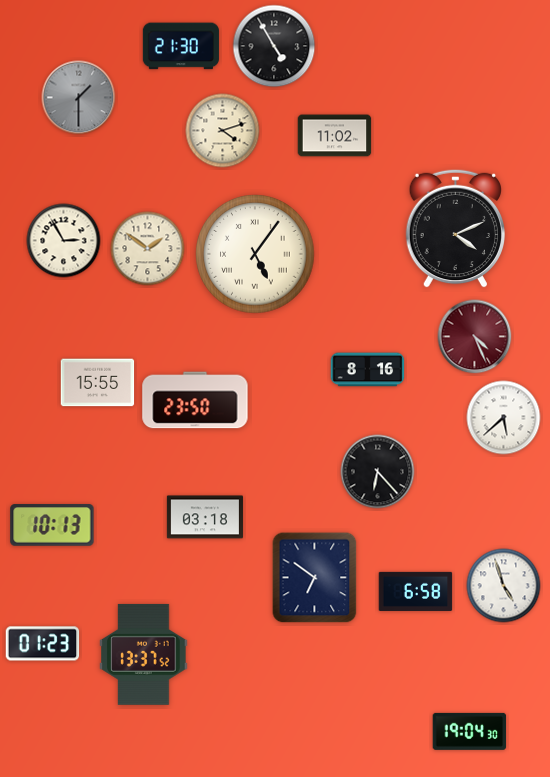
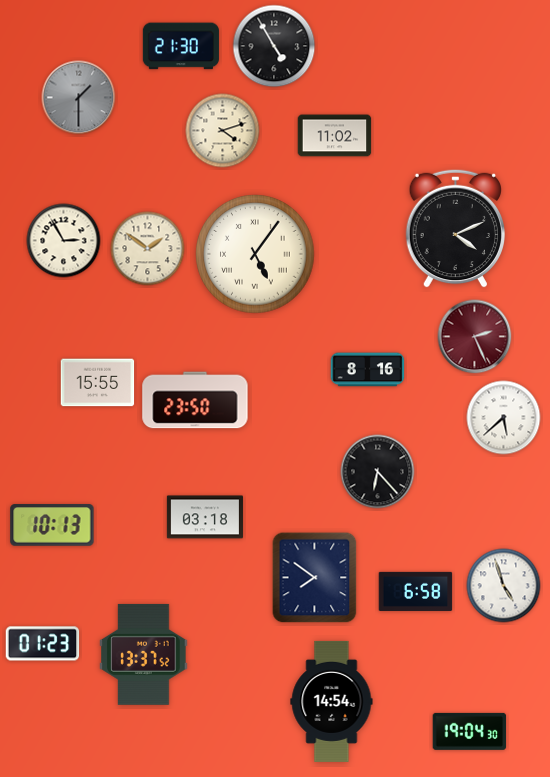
clock at (475, 337): 4:26 -> 2:26
clock at (315, 578): 6:51 -> 7:51
clock at (332, 701): none -> 14:54
